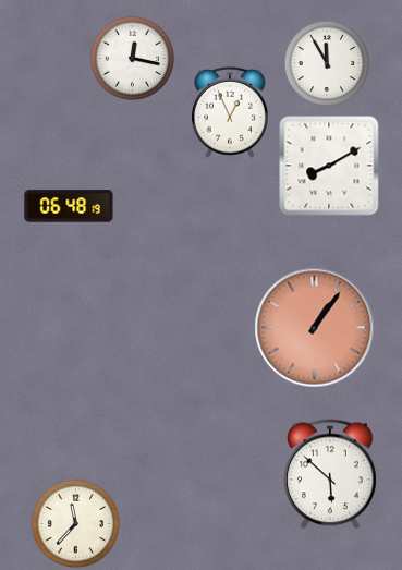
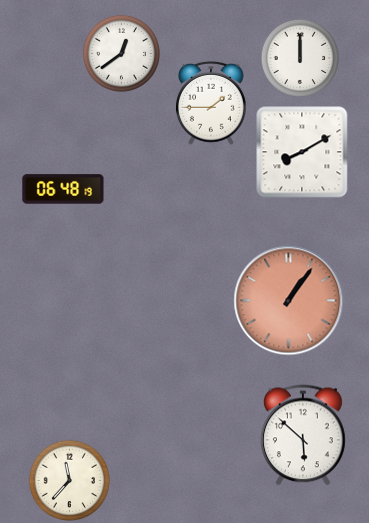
clock at (132, 58): 12:17 -> 12:39
clock at (326, 62): 11:55 -> 12:00
clock at (230, 112): 12:56 -> 1:45
